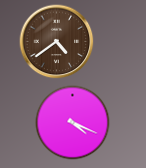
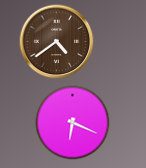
clock at (73, 123): 4:19 -> 6:19
